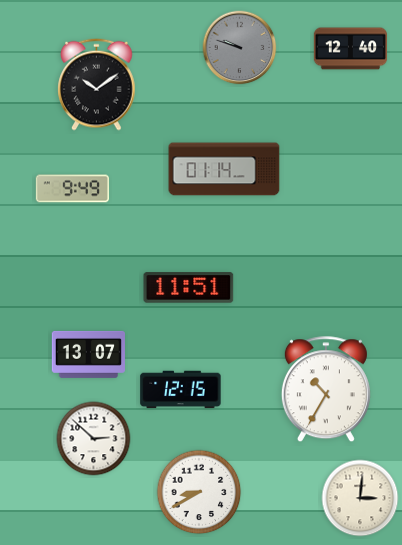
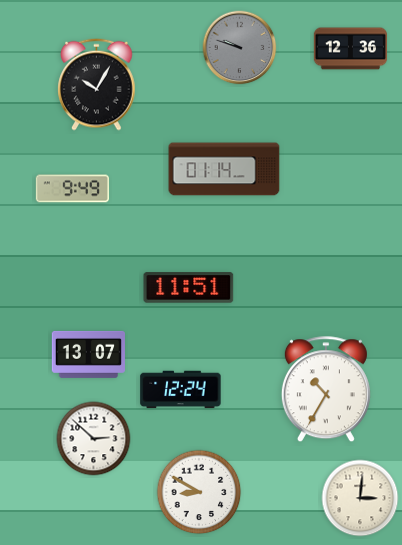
clock at (351, 49): 12:40 -> 12:36
clock at (97, 84): 10:09 -> 10:05
clock at (181, 390): 12:15 -> 12:24
clock at (199, 492): 8:40 -> 8:50
